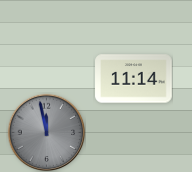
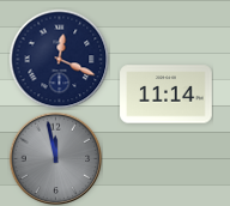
clock at (59, 59): none -> 12:19
clock at (134, 79) position: (134, 79) -> (167, 95)
